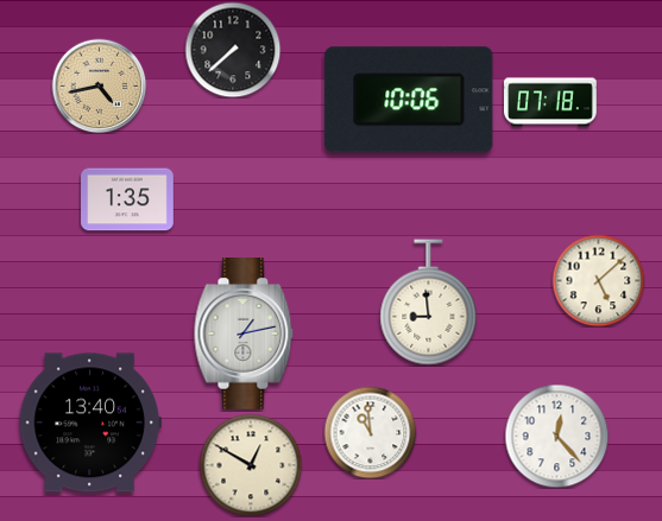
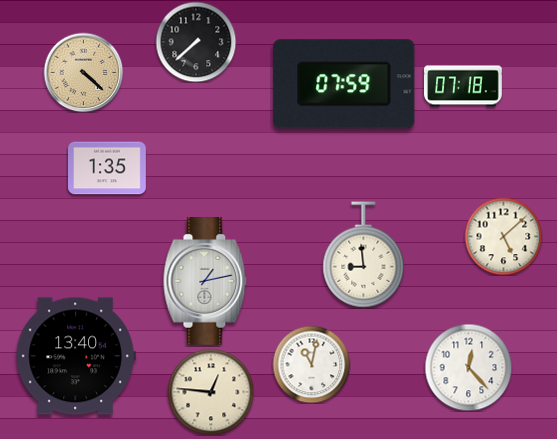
clock at (99, 85): 4:43 -> 4:22
clock at (409, 100): 10:06 -> 07:59
clock at (429, 303) position: (429, 303) -> (364, 255)
clock at (370, 432): 10:59 -> 11:02
clock at (251, 465): 12:50 -> 12:46
